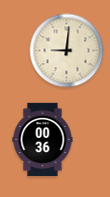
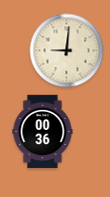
clock at (43, 140) position: (43, 140) -> (43, 132)
